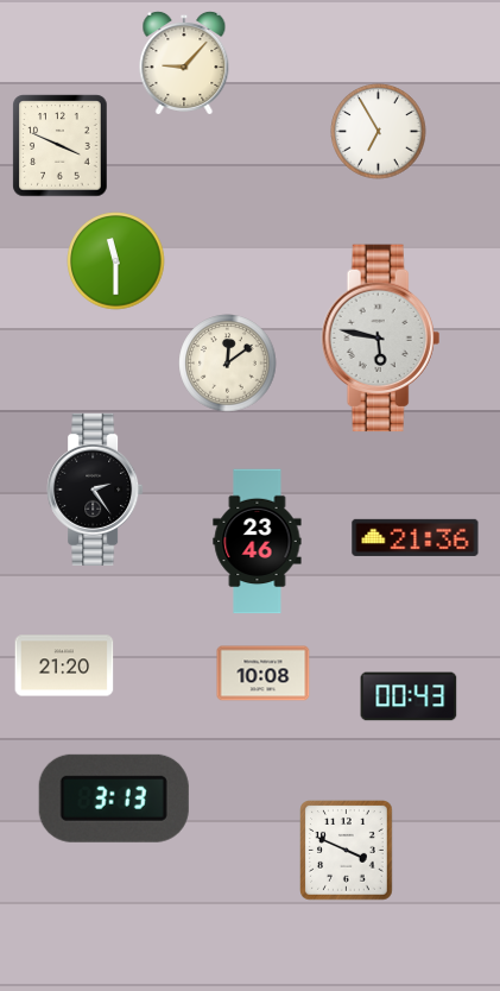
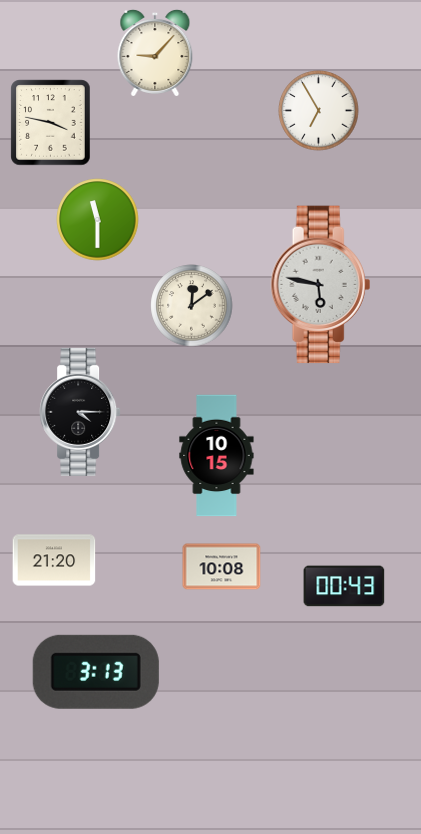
clock at (61, 146): 3:49 -> 3:47
clock at (95, 490): 2:24 -> 4:15
clock at (416, 537): 21:36 -> none
clock at (258, 542): 23:46 -> 10:15
clock at (347, 851): 3:49 -> none
